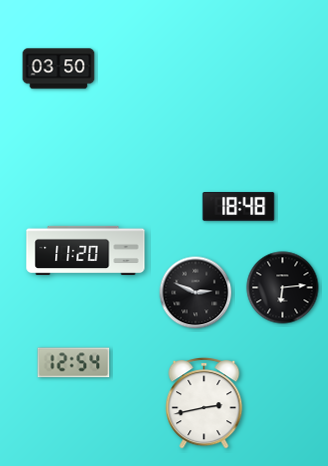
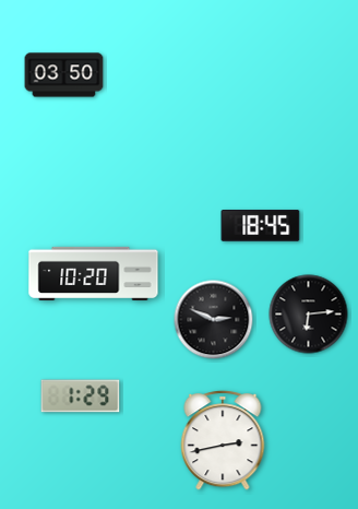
clock at (239, 207): 18:48 -> 18:45
clock at (86, 251): 11:20 -> 10:20
clock at (74, 363): 12:54 -> 1:29
